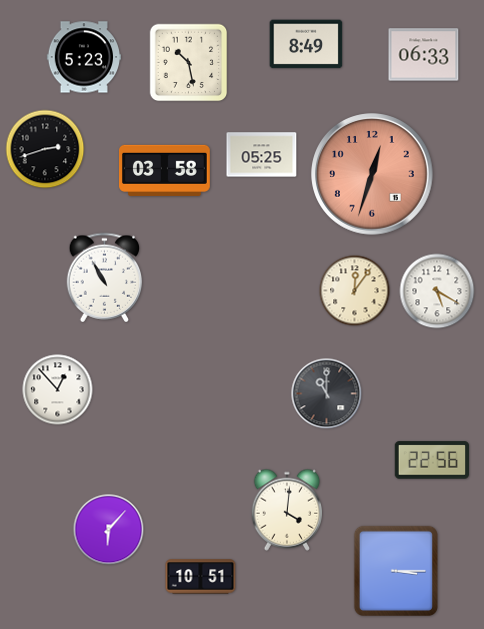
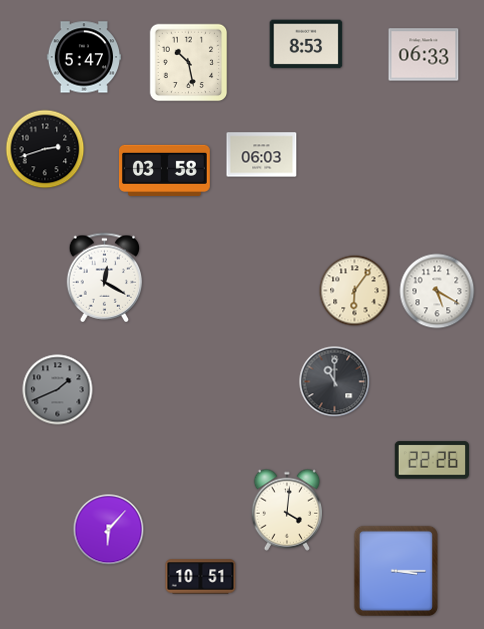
clock at (306, 44): 8:49 -> 8:53
clock at (84, 57): 5:23 -> 5:47
clock at (262, 155): 05:25 -> 06:03
clock at (372, 174): 12:33 -> none
clock at (105, 278): 10:55 -> 12:20
clock at (355, 291): 12:06 -> 6:06
clock at (58, 390): 12:53 -> 1:41
clock at (58, 390) dial: white -> grey
clock at (327, 394) position: (327, 394) -> (335, 382)
clock at (432, 460): 22:56 -> 22:26
